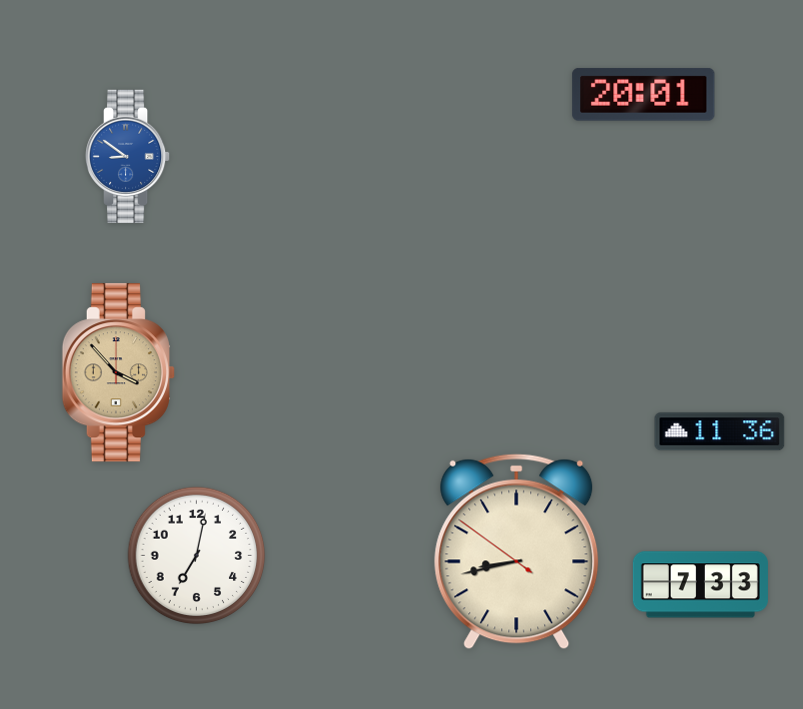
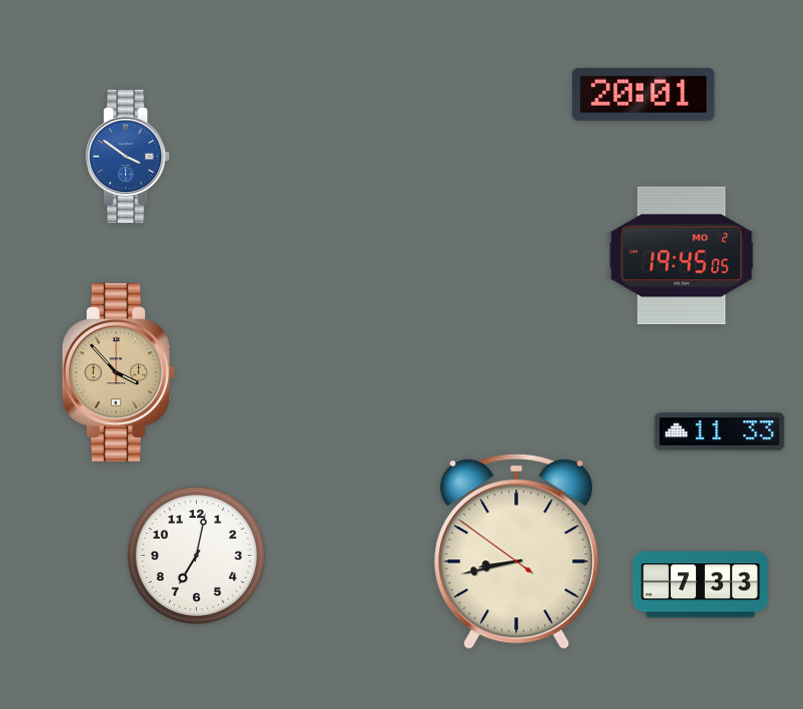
clock at (128, 157): 8:51 -> 3:51
clock at (682, 256): none -> 19:45
clock at (720, 432): 11:36 -> 11:33
